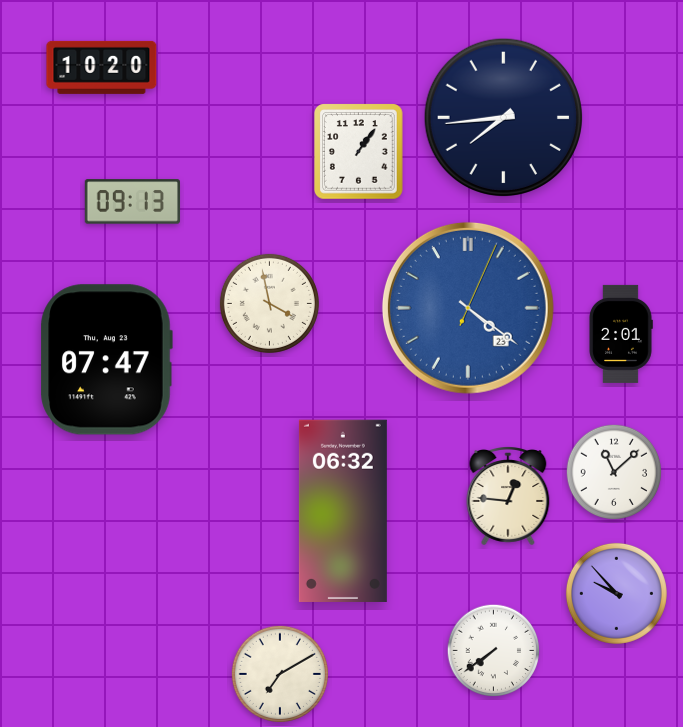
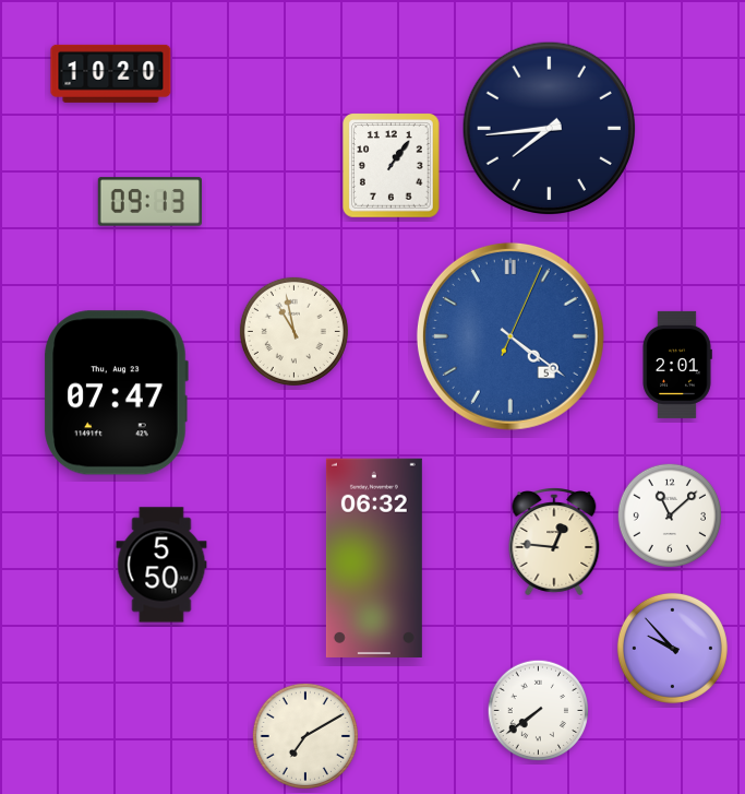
clock at (132, 202) position: (132, 202) -> (149, 202)
clock at (269, 303): 3:58 -> 10:58
clock at (468, 308) date: 23 -> 5
clock at (161, 565): none -> 5:50
